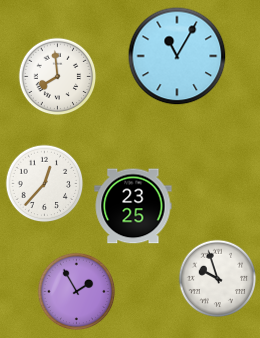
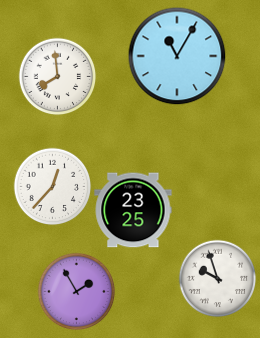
clock at (44, 183) position: (44, 183) -> (52, 186)
clock at (133, 206) position: (133, 206) -> (133, 210)
